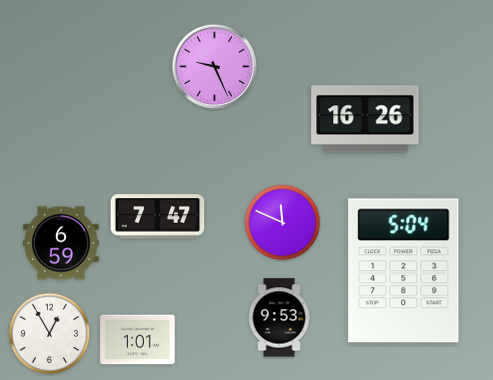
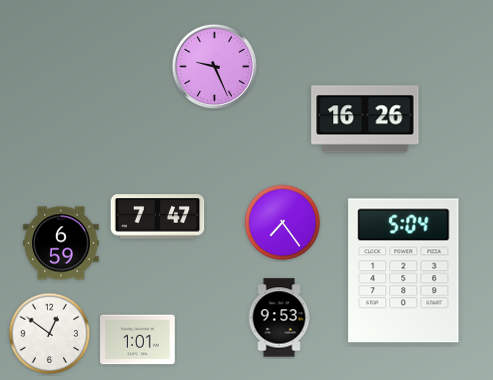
clock at (283, 223): 11:49 -> 7:24
clock at (50, 334): 12:55 -> 12:51
